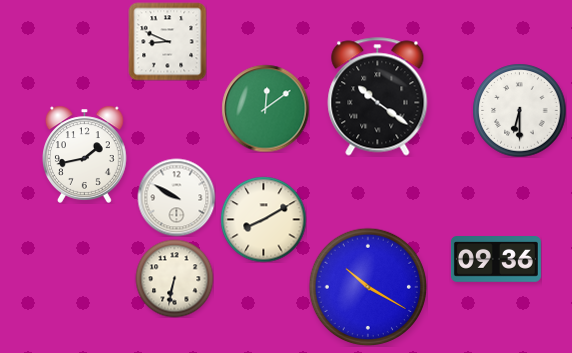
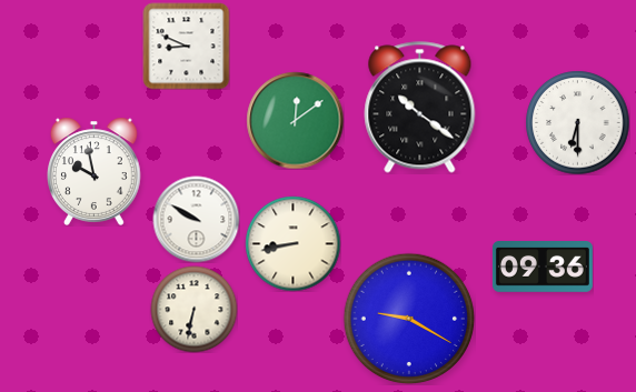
clock at (85, 154): 1:43 -> 9:58
clock at (263, 219): 8:10 -> 8:43
clock at (496, 260) position: (496, 260) -> (543, 268)
clock at (368, 287): 10:20 -> 9:20
